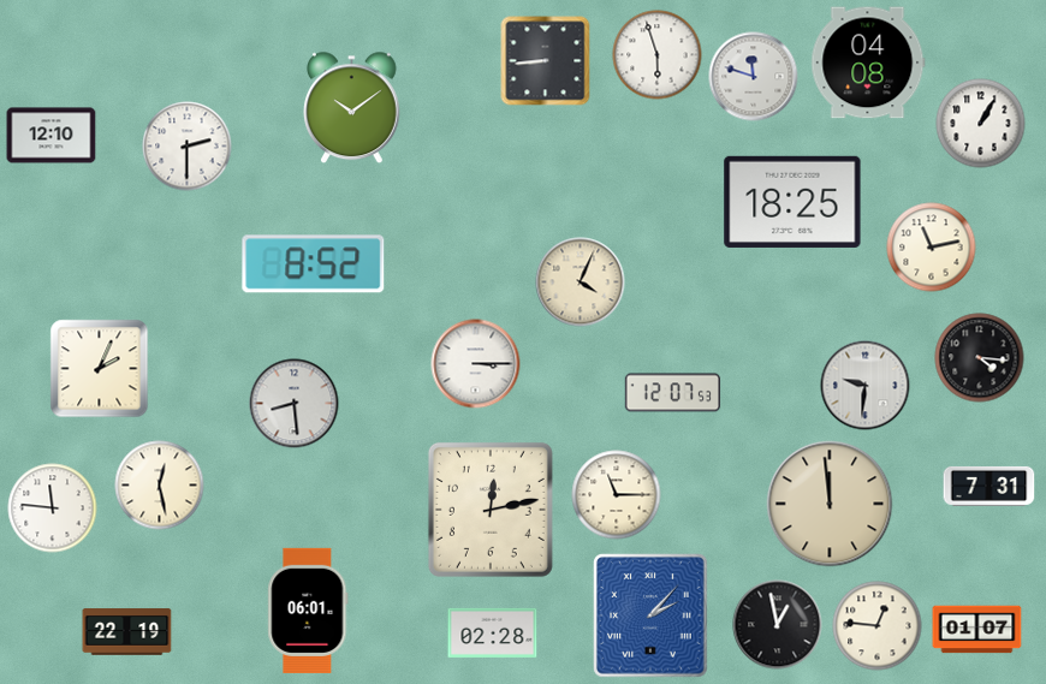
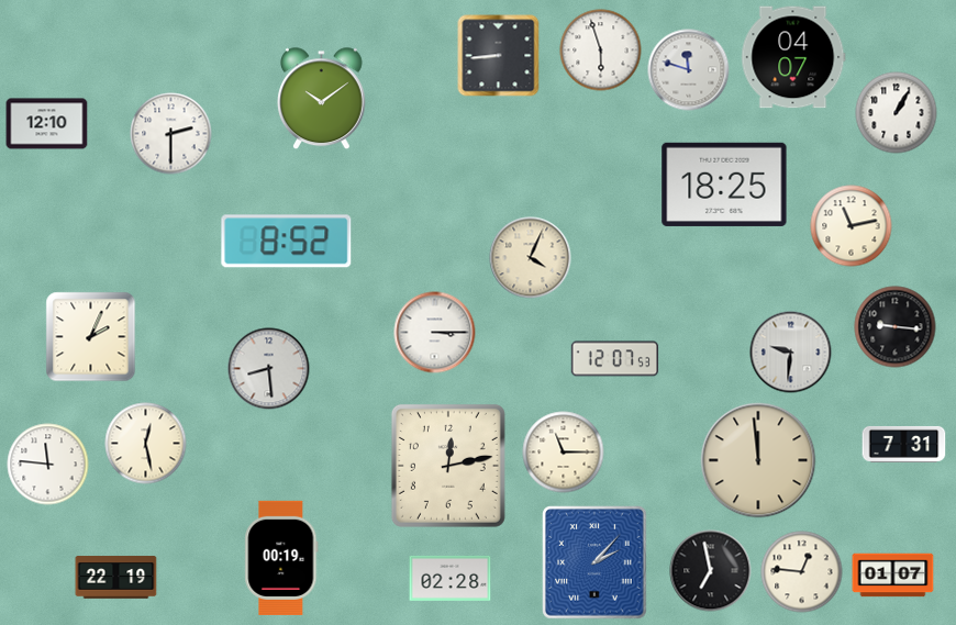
clock at (868, 63): 04:08 -> 04:07
clock at (980, 358): 4:16 -> 9:16
clock at (308, 611): 06:01 -> 00:19
clock at (778, 625): 12:58 -> 6:58
